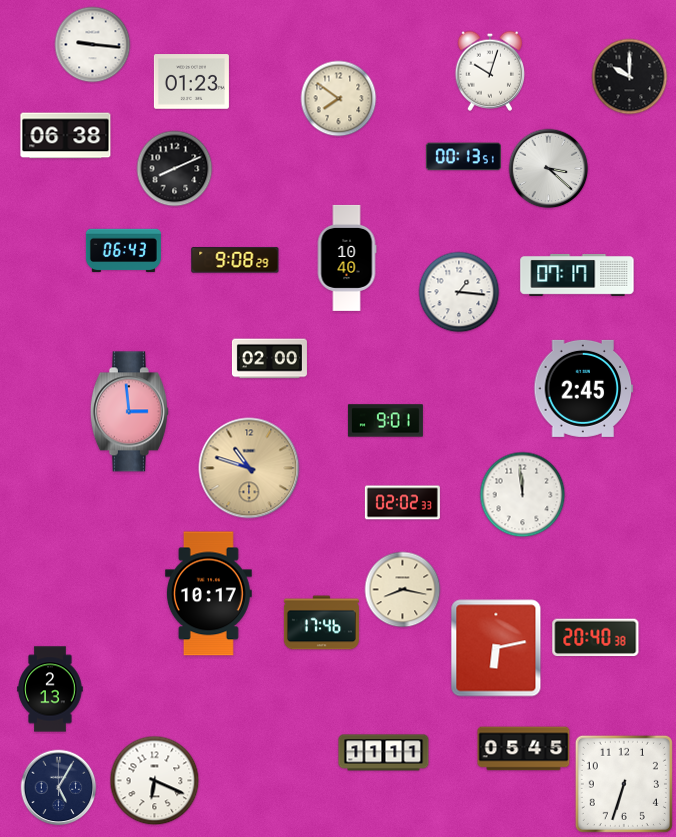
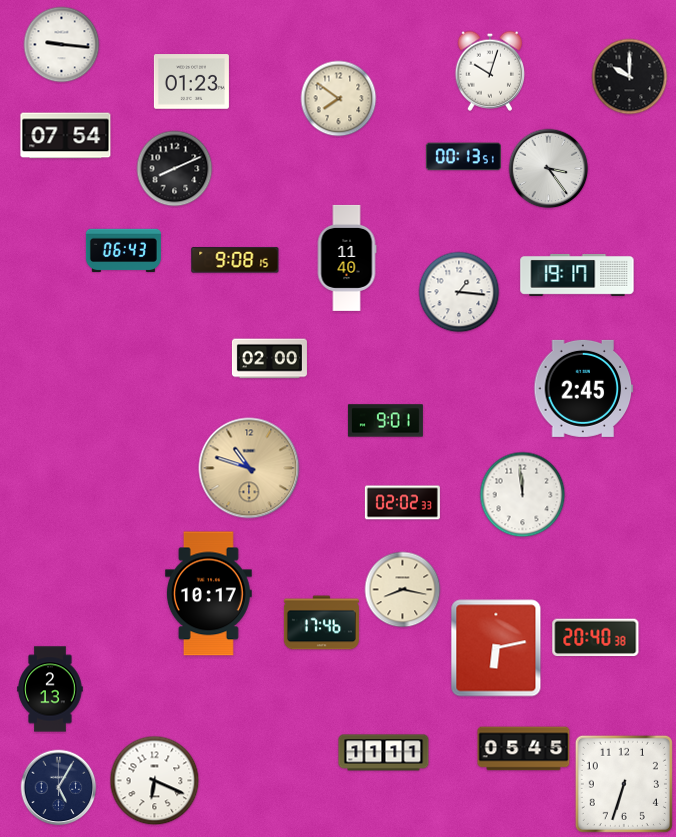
clock at (93, 45) position: (93, 45) -> (62, 45)
clock at (66, 136): 06:38 -> 07:54
clock at (549, 169): 3:22 -> 3:24
clock at (347, 258): 10:40 -> 11:40
clock at (235, 260): 9:08:29 -> 9:08:15
clock at (577, 275): 07:17 -> 19:17
clock at (129, 412): 2:59 -> none
